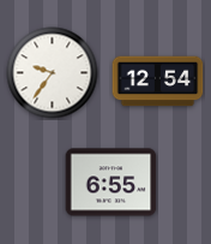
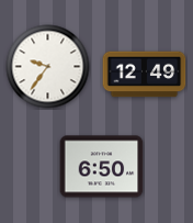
clock at (158, 82): 12:54 -> 12:49
clock at (111, 183): 6:55 -> 6:50
